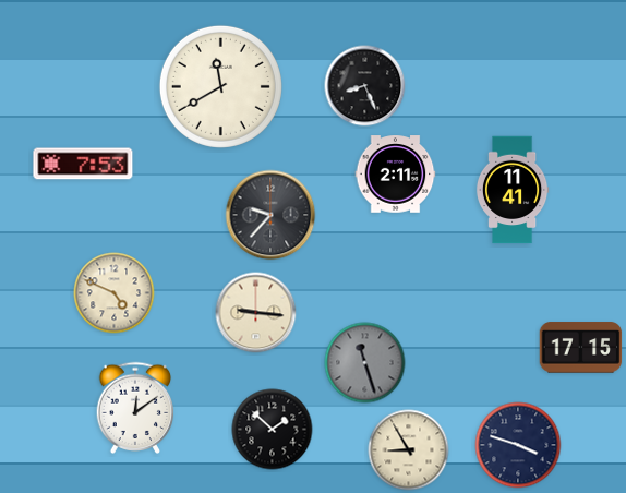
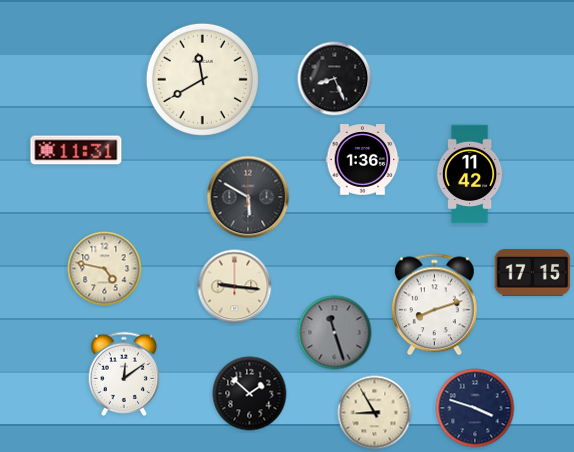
clock at (83, 164): 7:53 -> 11:31
clock at (396, 175): 2:11 -> 1:36
clock at (513, 190): 11:41 -> 11:42
clock at (270, 215): 9:37 -> 5:50
clock at (115, 293): 4:49 -> 4:47
clock at (435, 305): none -> 8:12
clock at (581, 348) position: (581, 348) -> (533, 273)
